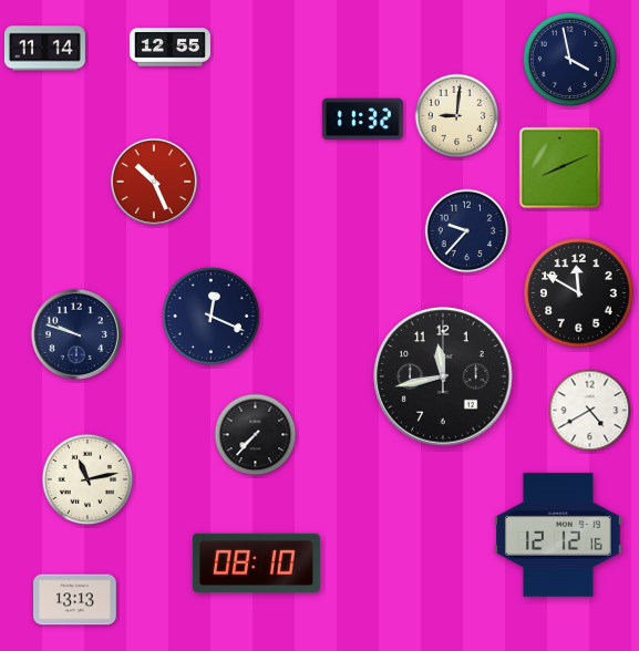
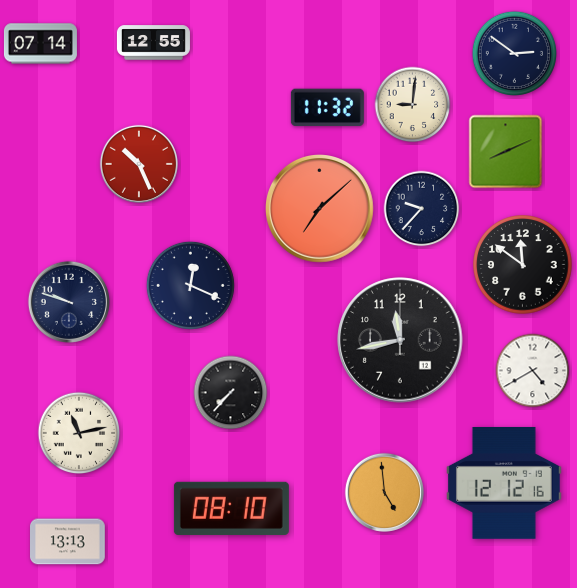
clock at (44, 49): 11:14 -> 07:14
clock at (569, 59): 3:58 -> 2:51
clock at (320, 209): none -> 7:08
clock at (579, 293): 11:50 -> 11:51
clock at (384, 492): none -> 4:59
